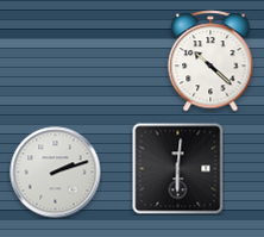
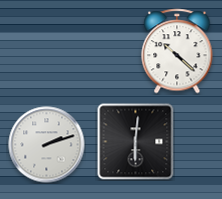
clock at (178, 169) position: (178, 169) -> (136, 142)
